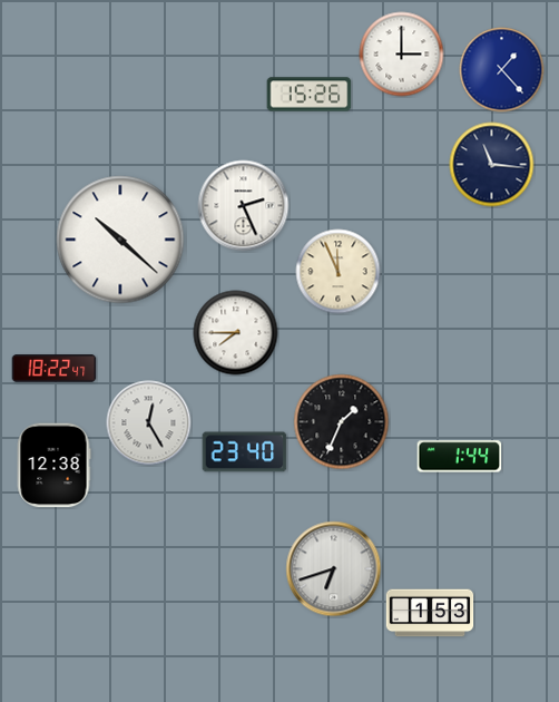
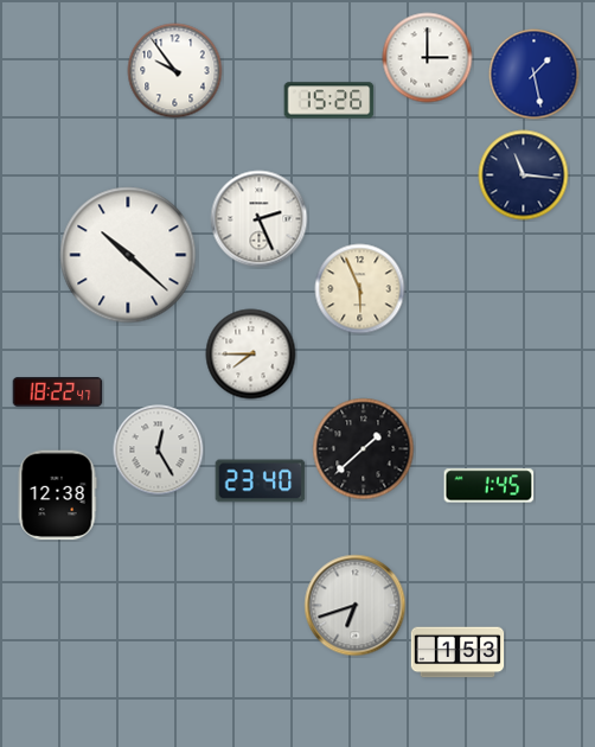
clock at (175, 71): none -> 9:54
clock at (502, 70): 1:23 -> 1:28
clock at (339, 272): 11:56 -> 5:56
clock at (342, 422): 1:34 -> 1:38
clock at (460, 457): 1:44 -> 1:45
